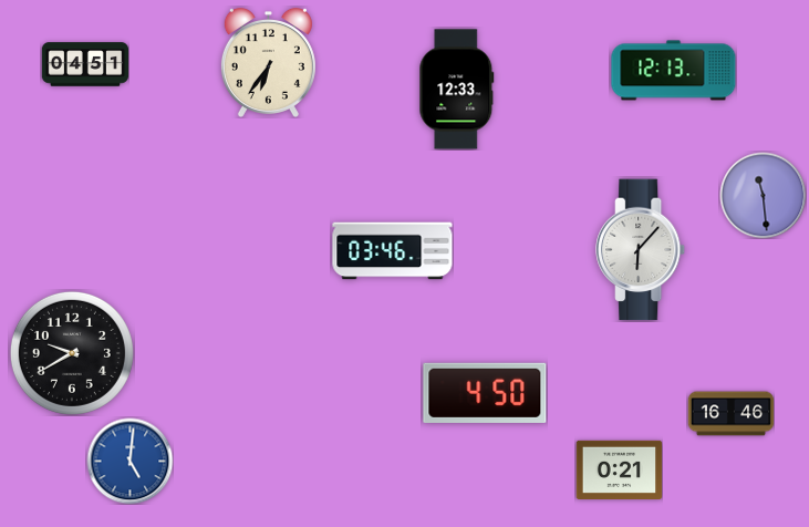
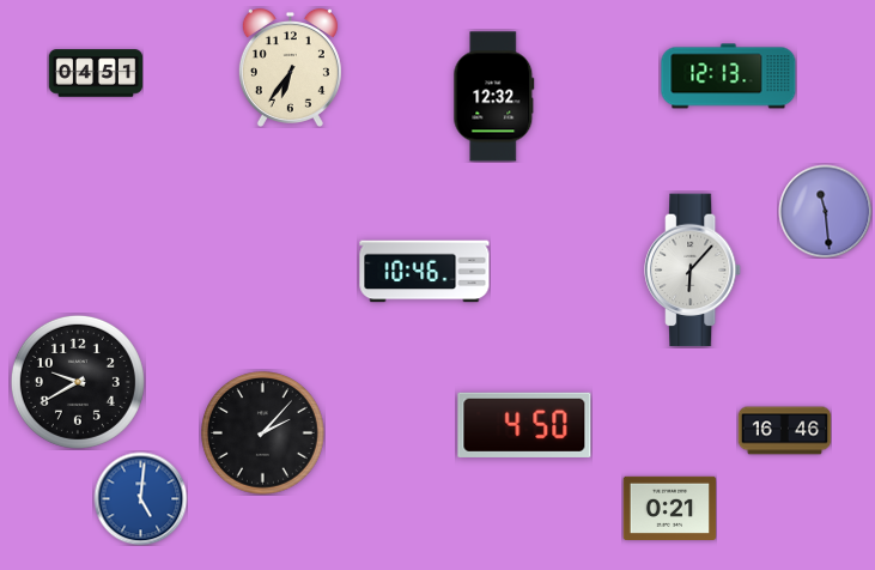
clock at (85, 64) position: (85, 64) -> (96, 73)
clock at (457, 90): 12:33 -> 12:32
clock at (393, 251): 03:46 -> 10:46
clock at (263, 433): none -> 2:07
clock at (730, 414) position: (730, 414) -> (784, 431)
